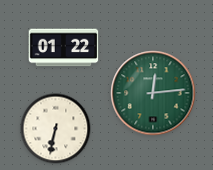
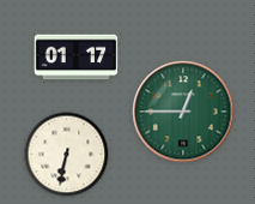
clock at (64, 48): 01:22 -> 01:17
clock at (153, 93): 12:14 -> 12:45
